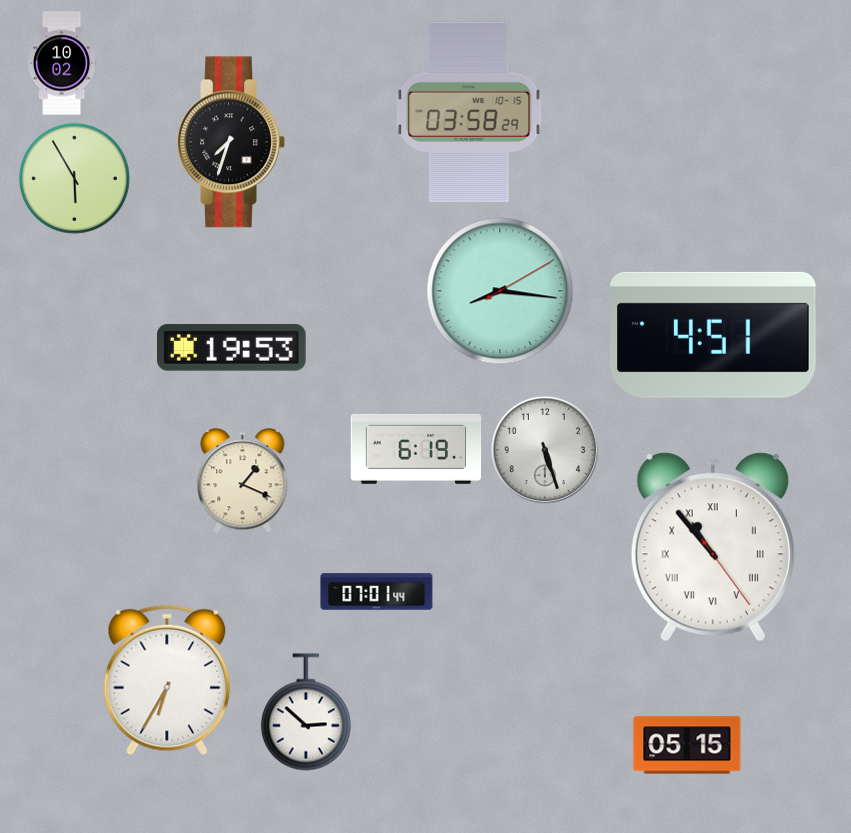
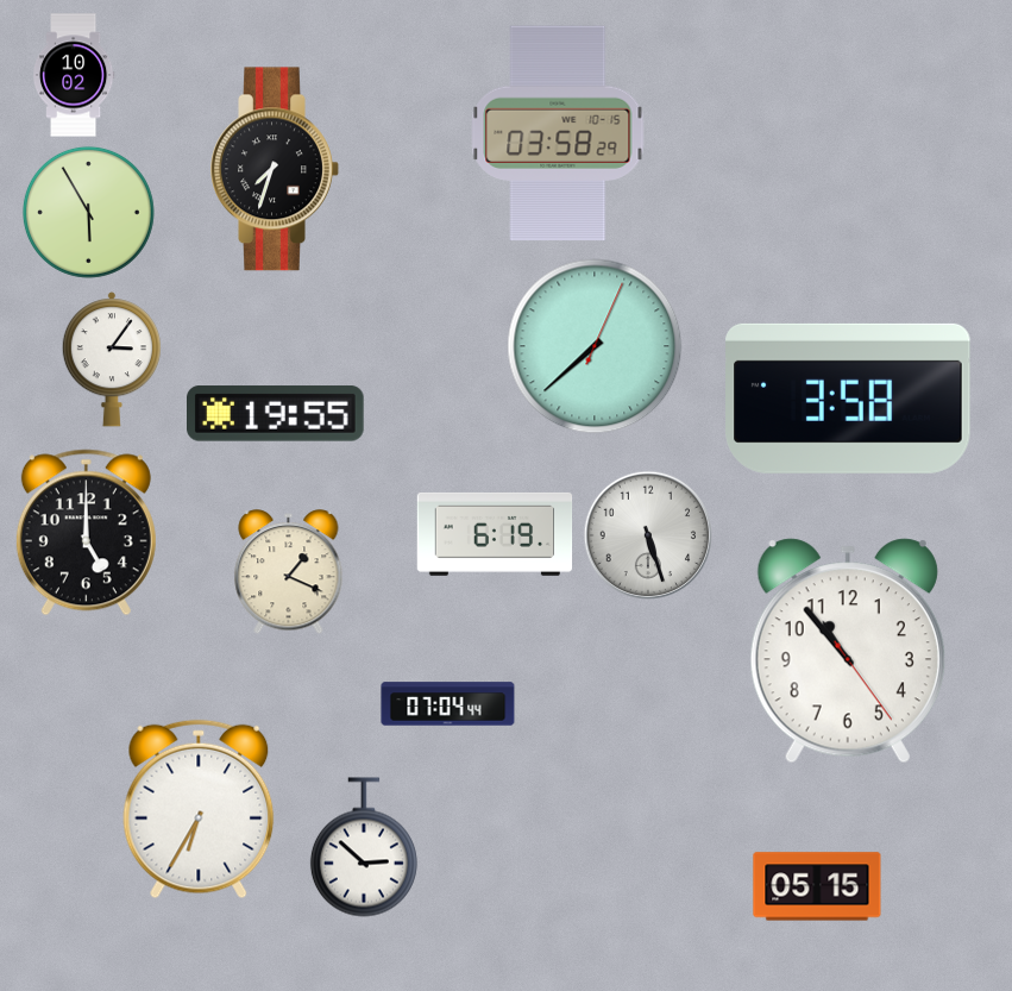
clock at (500, 291): 8:16 -> 7:38
clock at (112, 359): none -> 3:06
clock at (713, 335): 4:51 -> 3:58
clock at (232, 348): 19:53 -> 19:55
clock at (86, 533): none -> 5:00
clock at (713, 547) numerals: Roman -> Arabic
clock at (377, 592): 07:01 -> 07:04
